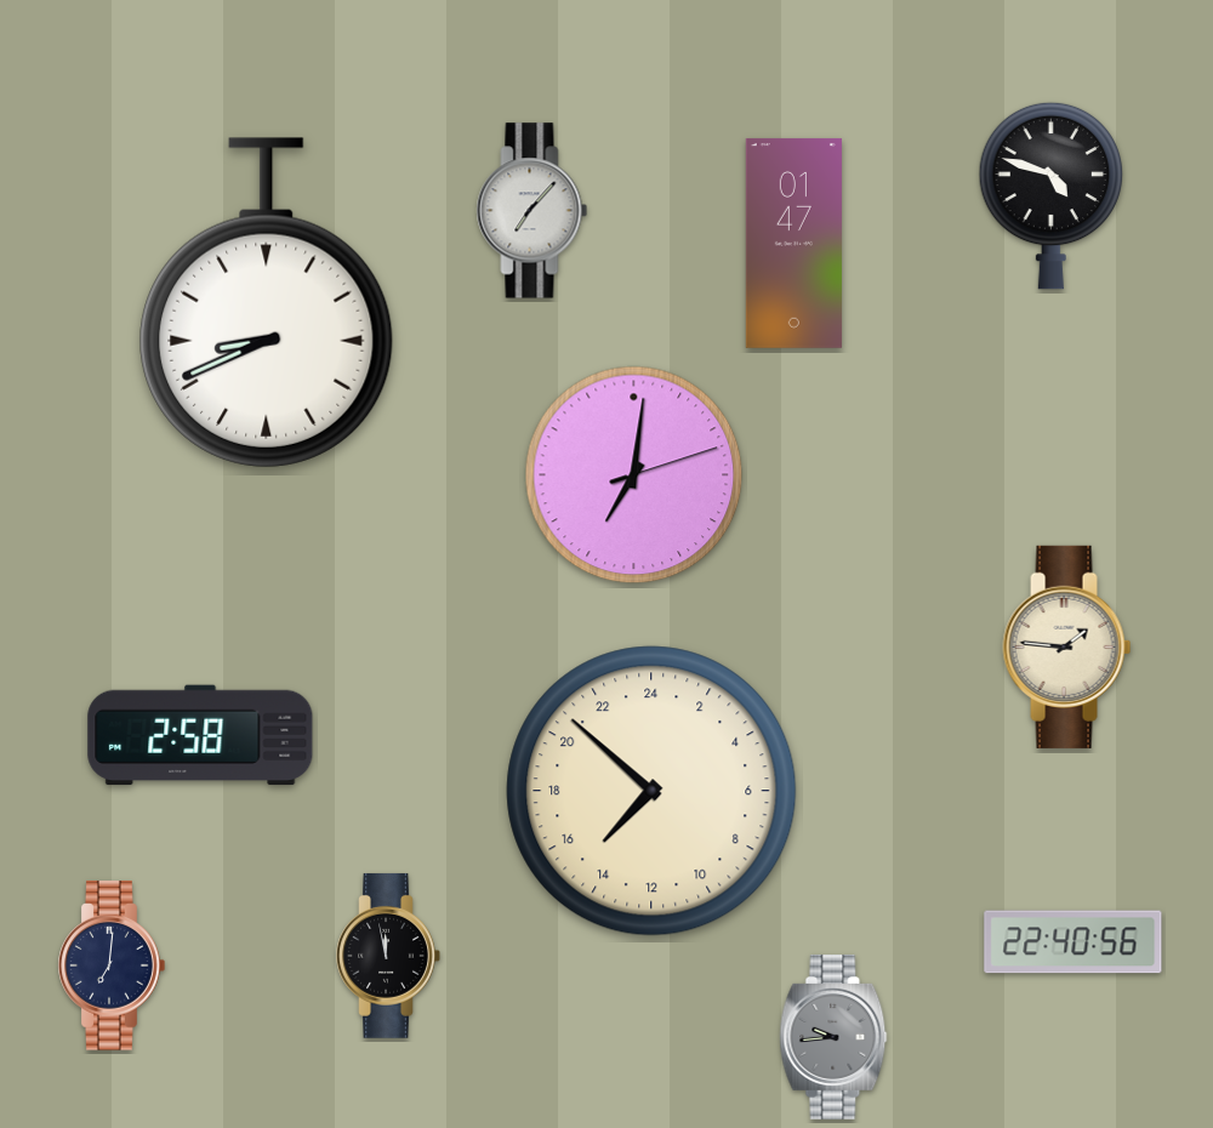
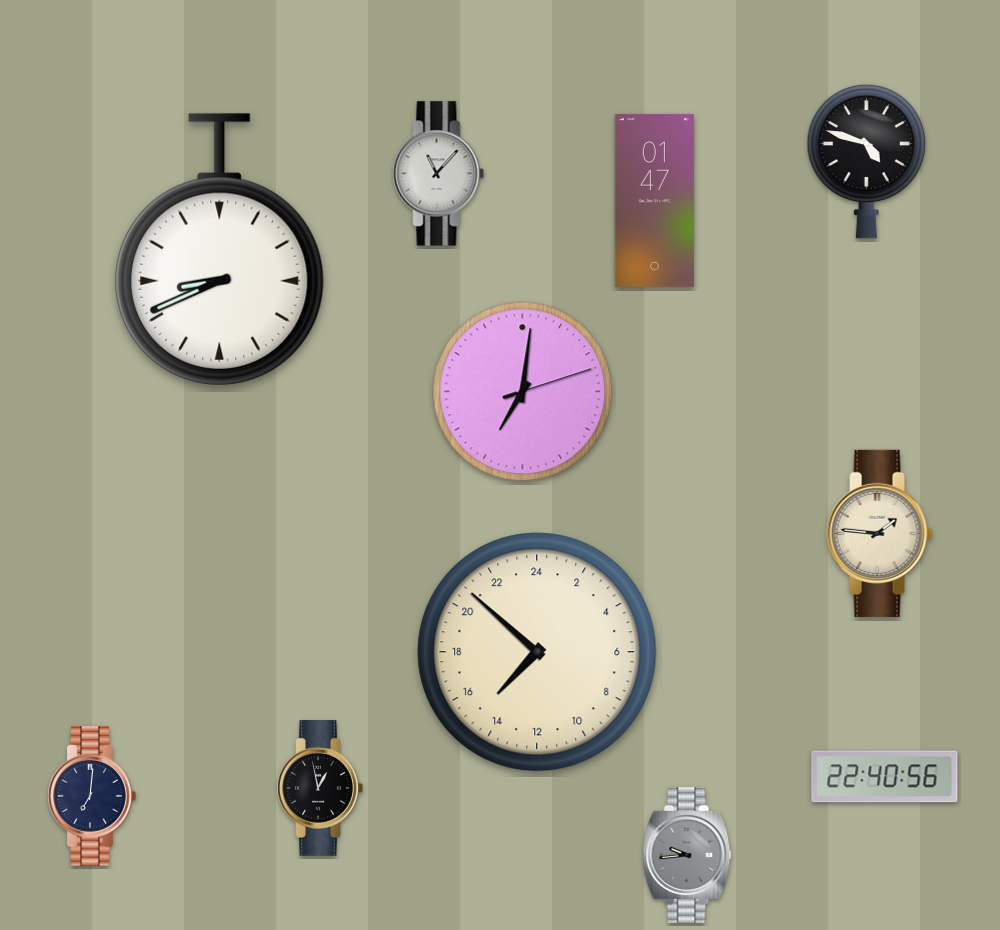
clock at (533, 211): 7:07 -> 11:07
clock at (200, 735): 2:58 -> none
clock at (388, 956): 11:58 -> 12:58
